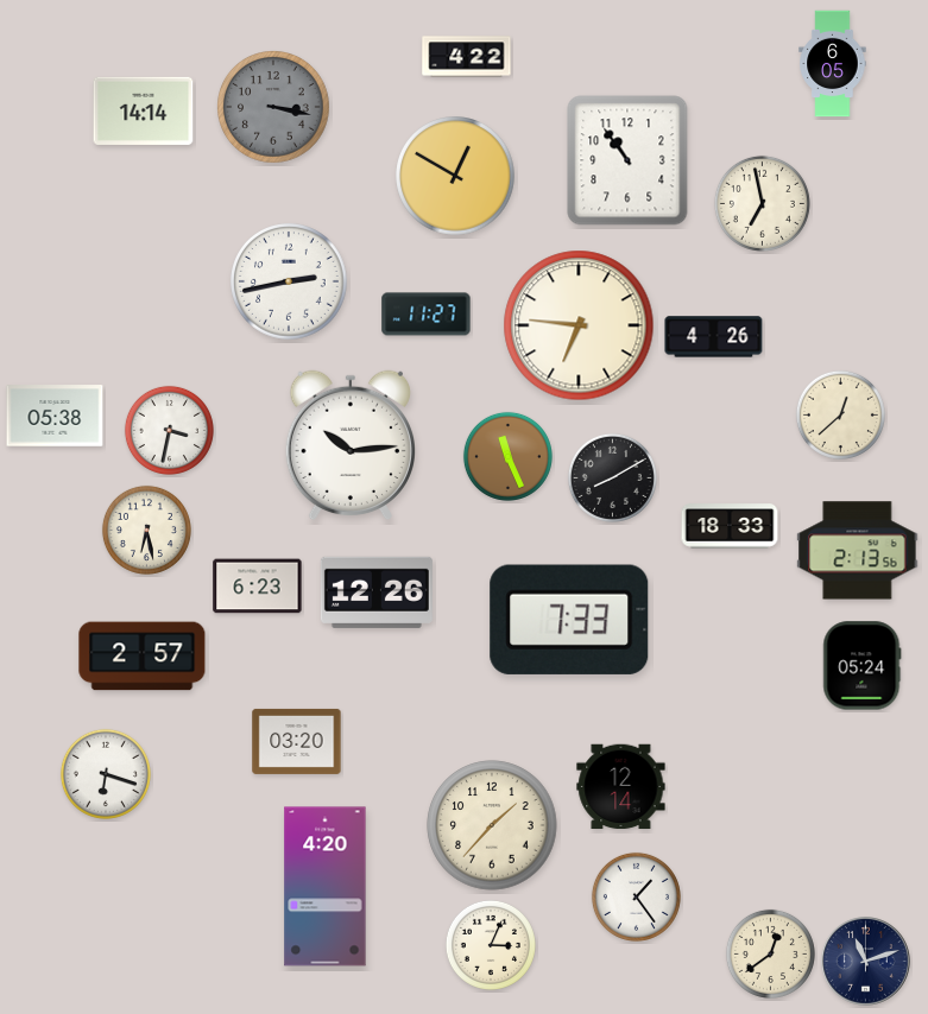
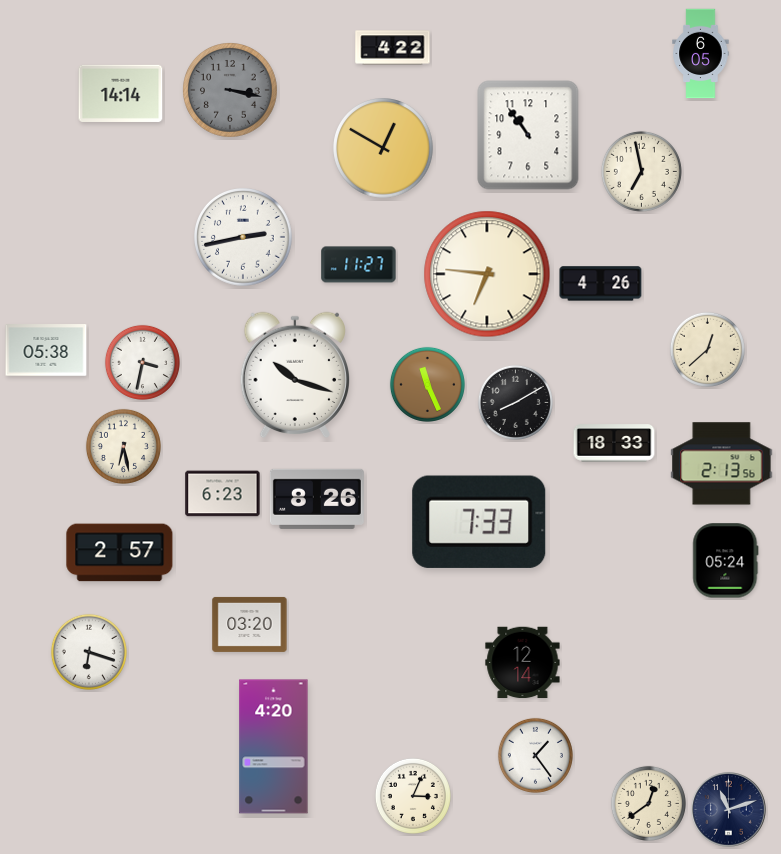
clock at (349, 445): 10:14 -> 10:18
clock at (258, 587) position: (258, 587) -> (223, 494)
clock at (377, 592): 12:26 -> 8:26
clock at (492, 825): 1:37 -> none
